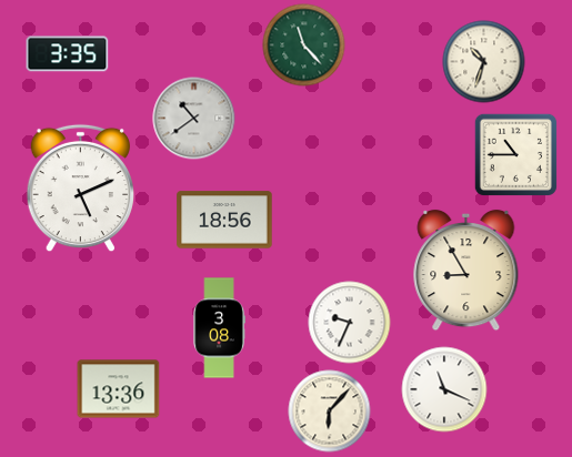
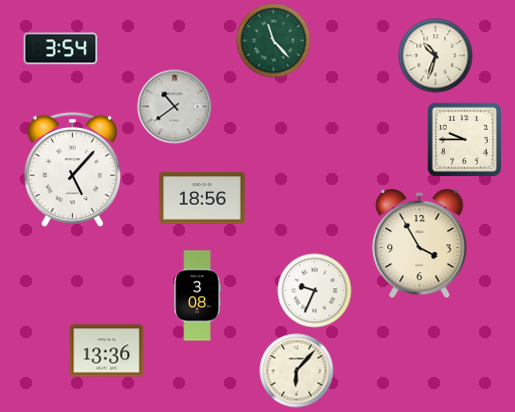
clock at (68, 54): 3:35 -> 3:54
clock at (515, 154): 10:45 -> 9:45
clock at (80, 189): 5:11 -> 5:07
clock at (466, 271): 8:55 -> 3:55
clock at (444, 389): 11:19 -> none
